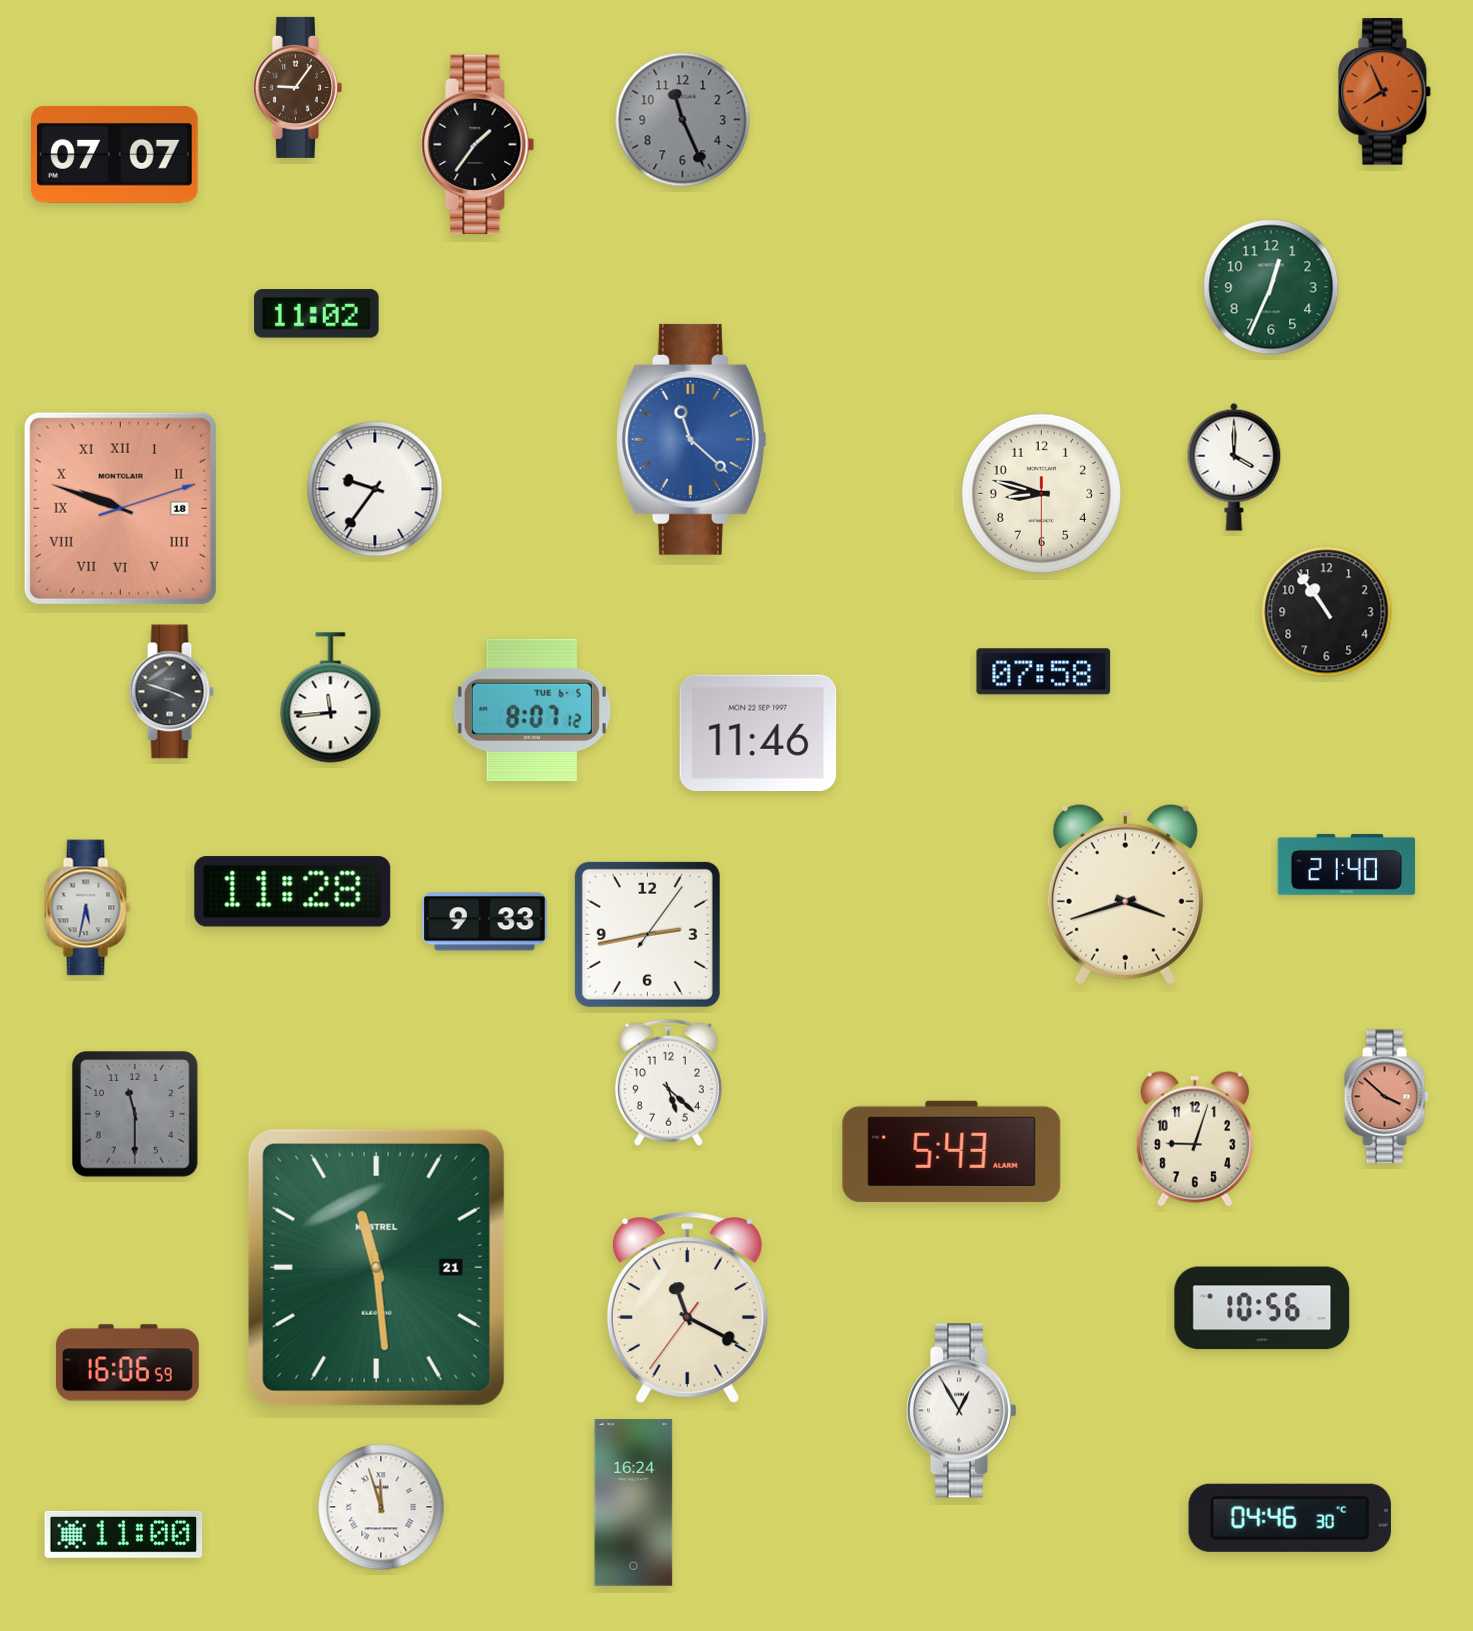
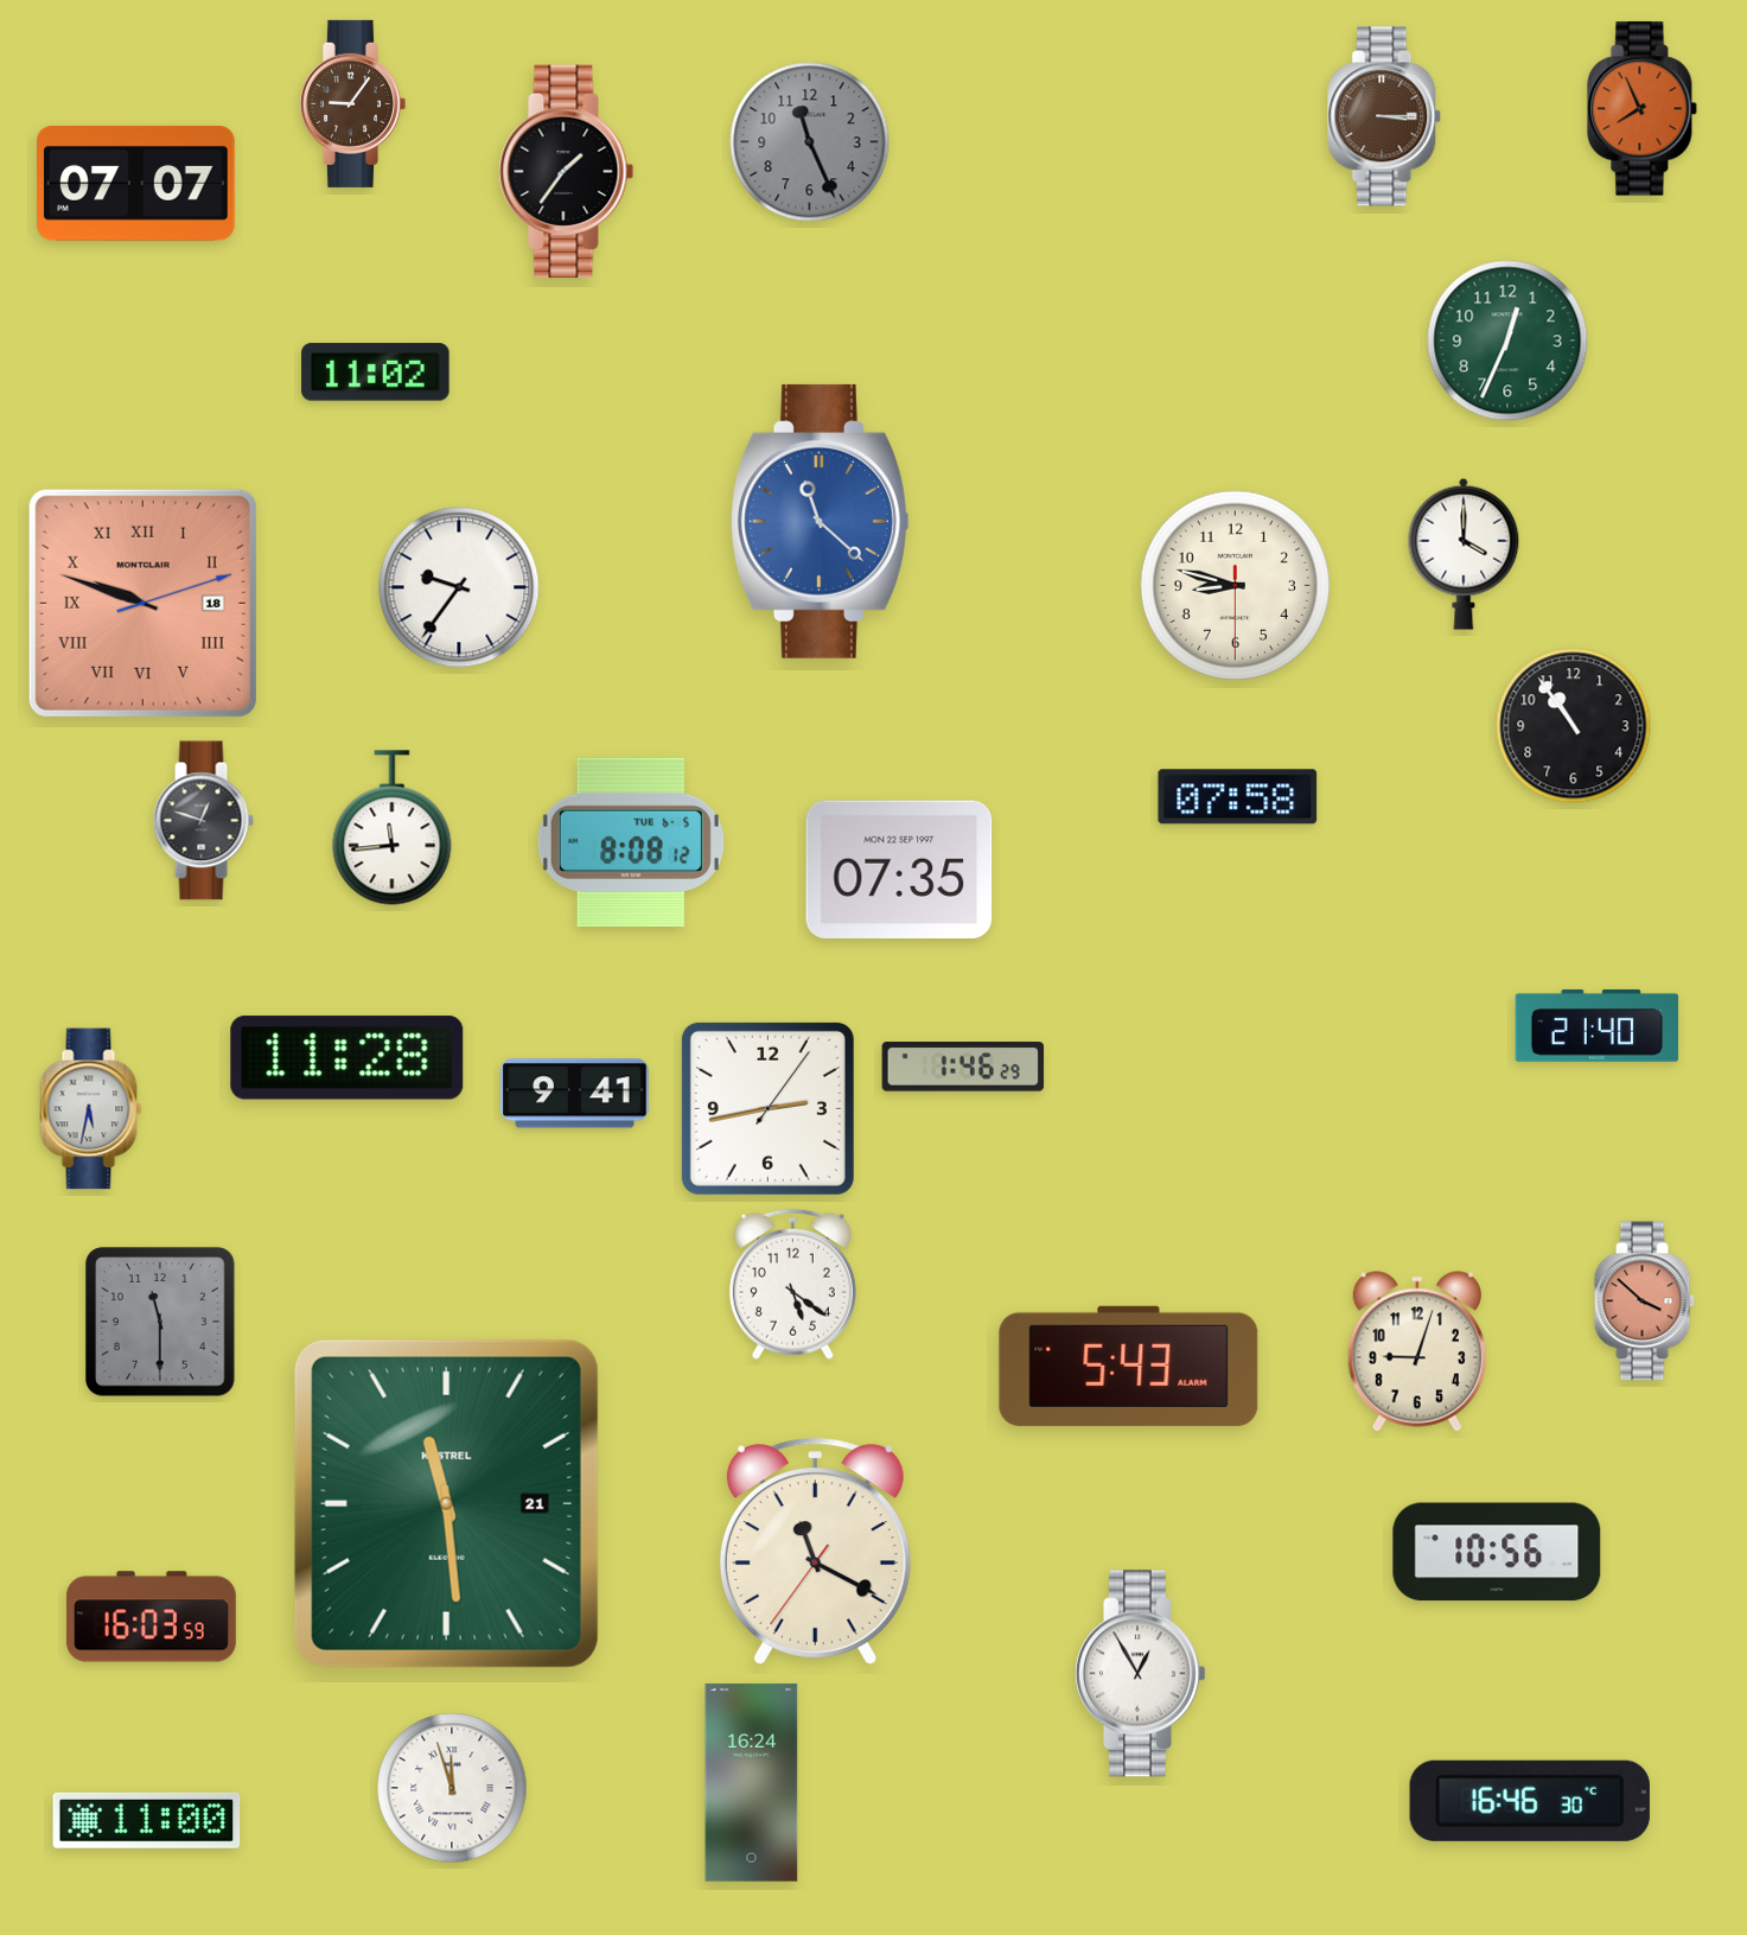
clock at (1385, 116): none -> 3:15
clock at (375, 489) position: (375, 489) -> (459, 587)
clock at (171, 692): 3:48 -> 12:48
clock at (532, 710): 8:07 -> 8:08
clock at (758, 732): 11:46 -> 07:35
clock at (1125, 894): 3:42 -> none
clock at (963, 1067): none -> 1:46
clock at (88, 908) position: (88, 908) -> (91, 1109)
clock at (485, 922): 9:33 -> 9:41
clock at (668, 1082): 5:22 -> 5:21
clock at (127, 1363): 16:06 -> 16:03
clock at (1290, 1518): 04:46 -> 16:46
